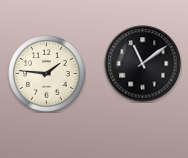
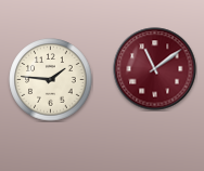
clock at (143, 64) dial: black -> burgundy
